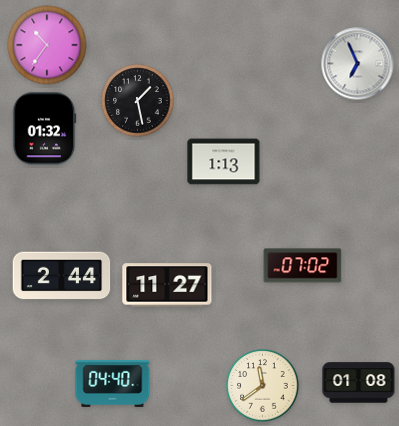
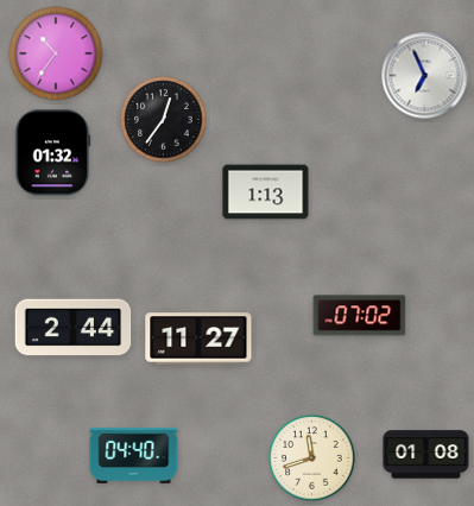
clock at (138, 101): 1:28 -> 12:36
clock at (263, 386): 11:39 -> 11:42
